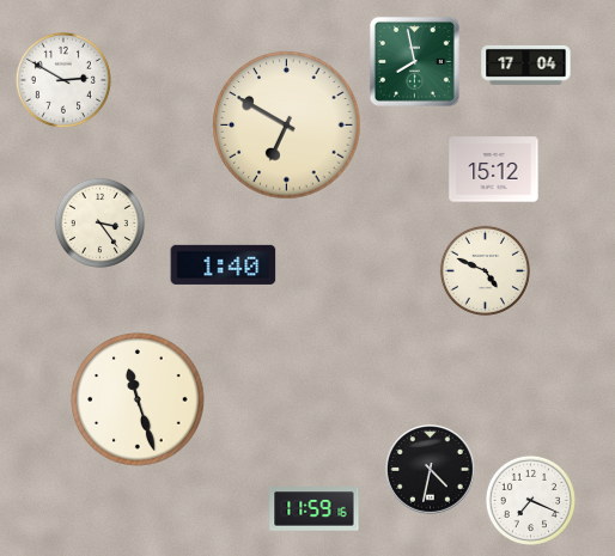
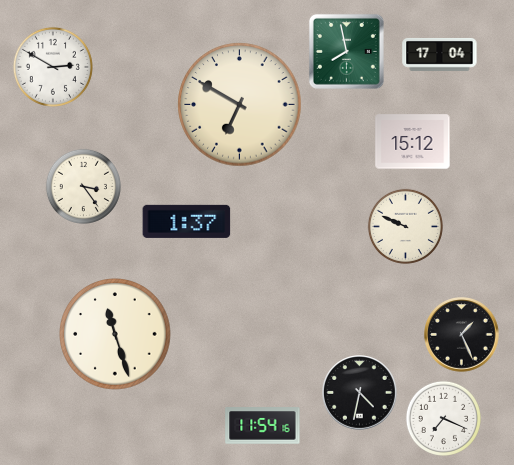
clock at (224, 264): 1:40 -> 1:37
clock at (485, 270): 4:49 -> 9:49
clock at (462, 335): none -> 1:26
clock at (315, 509): 11:59 -> 11:54
